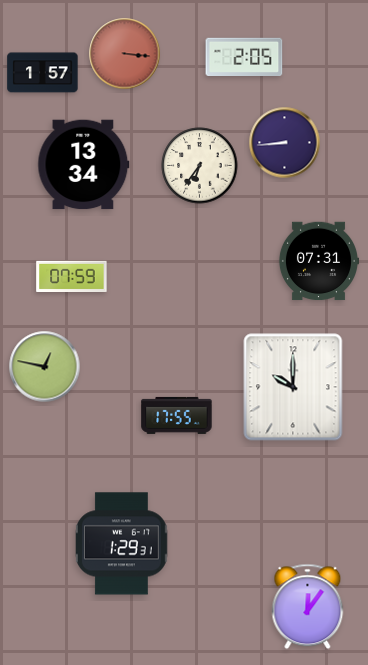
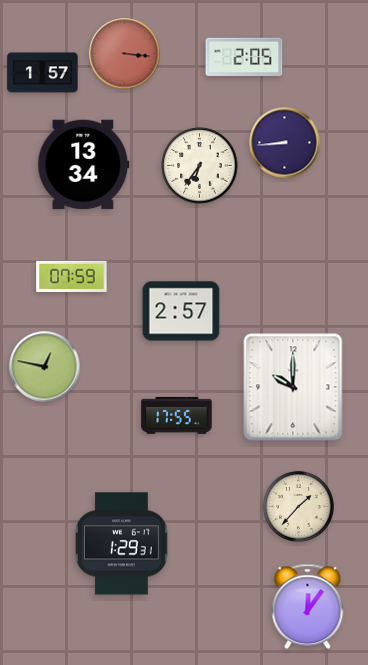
clock at (319, 261): 07:31 -> none
clock at (181, 311): none -> 2:57
clock at (298, 506): none -> 1:37
